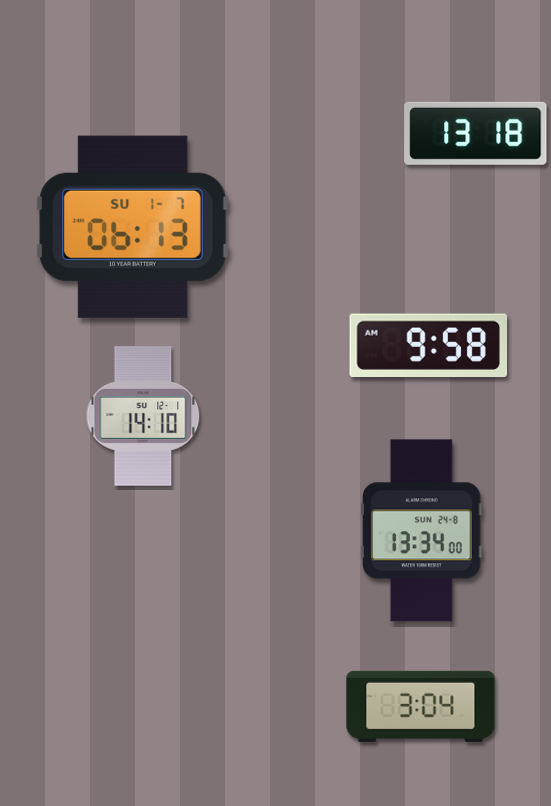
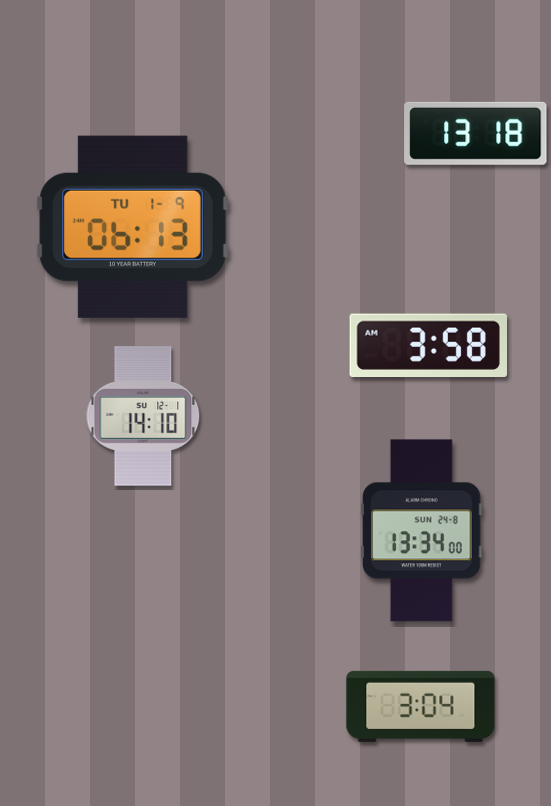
clock at (133, 227) date: SU 1-7 -> TU 1-9
clock at (428, 345): 9:58 -> 3:58
